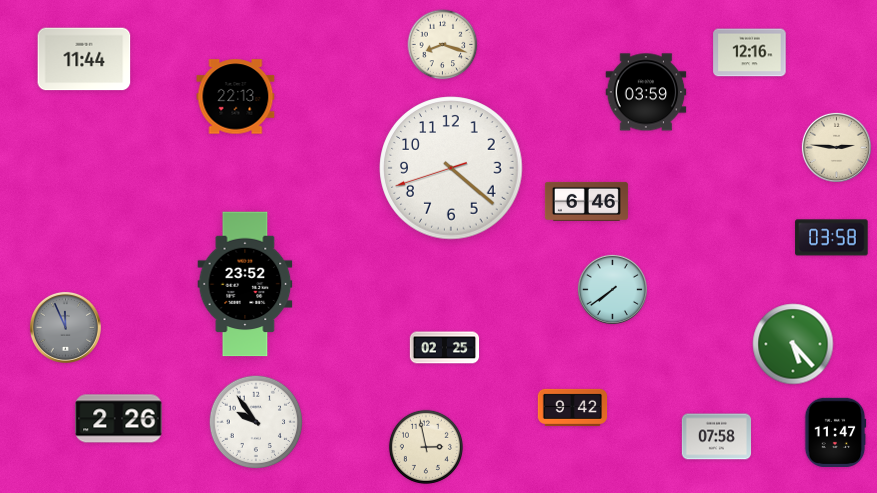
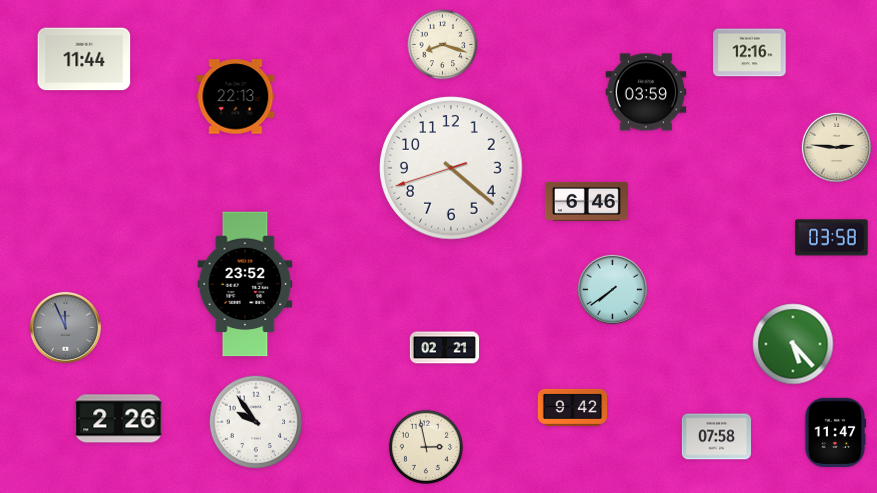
clock at (445, 348): 02:25 -> 02:21
